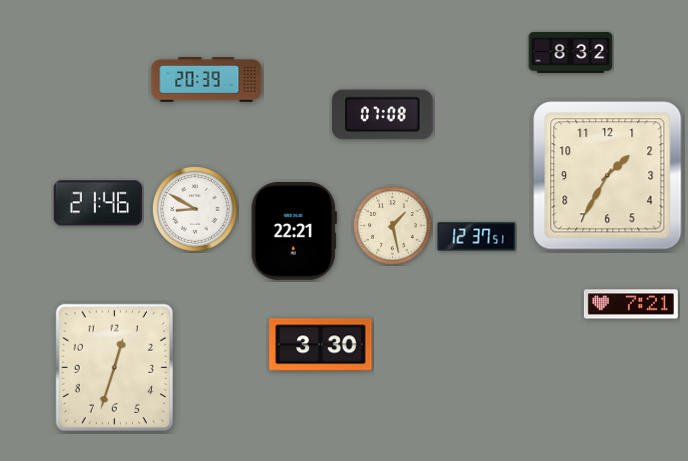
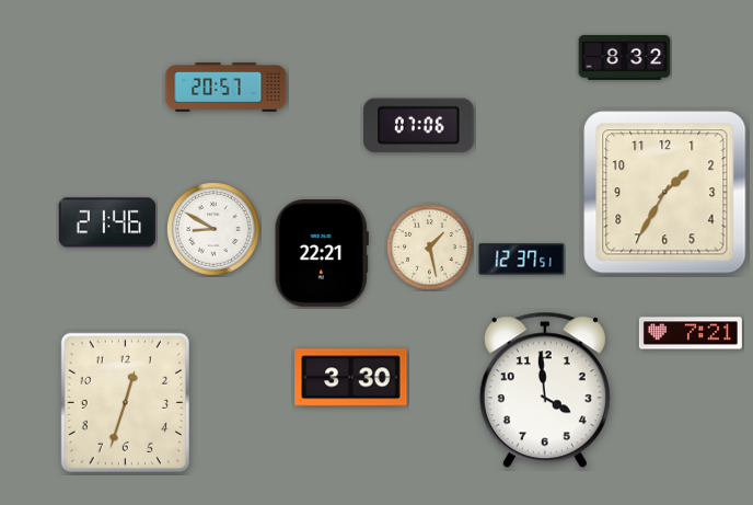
clock at (207, 80): 20:39 -> 20:57
clock at (383, 115): 07:08 -> 07:06
clock at (545, 390): none -> 3:59
